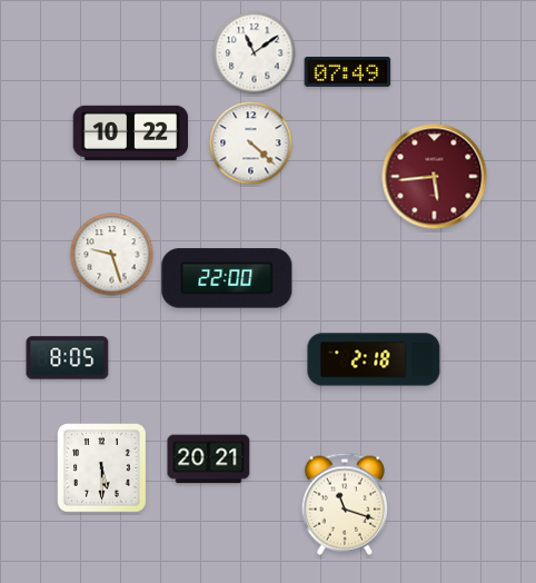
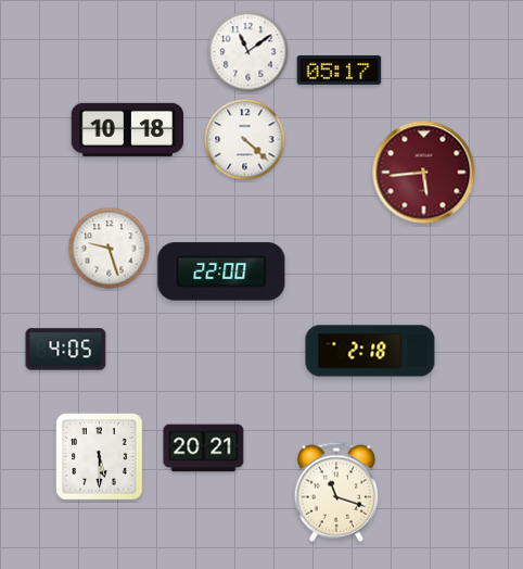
clock at (348, 71): 07:49 -> 05:17
clock at (131, 132): 10:22 -> 10:18
clock at (68, 358): 8:05 -> 4:05
clock at (374, 359) position: (374, 359) -> (370, 351)
